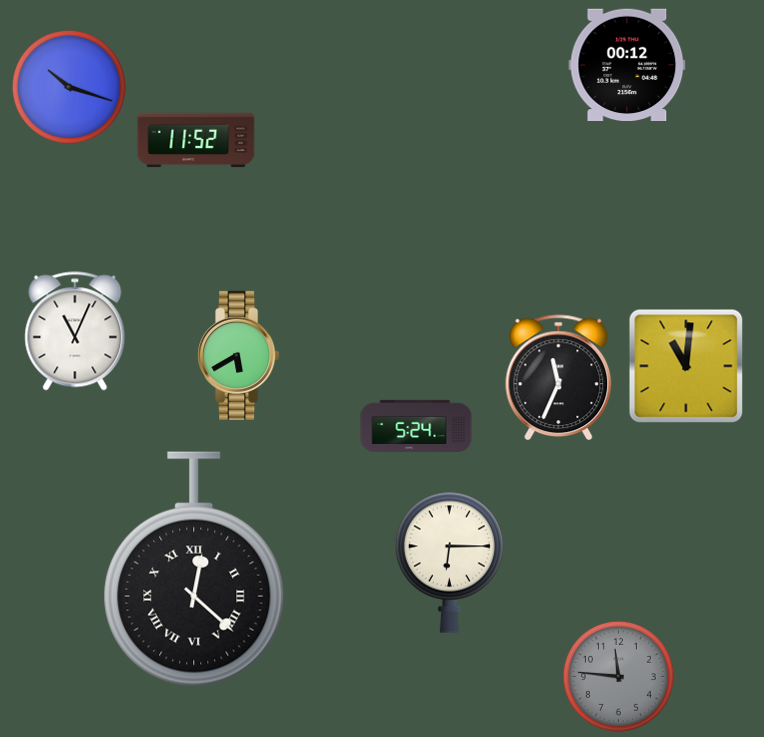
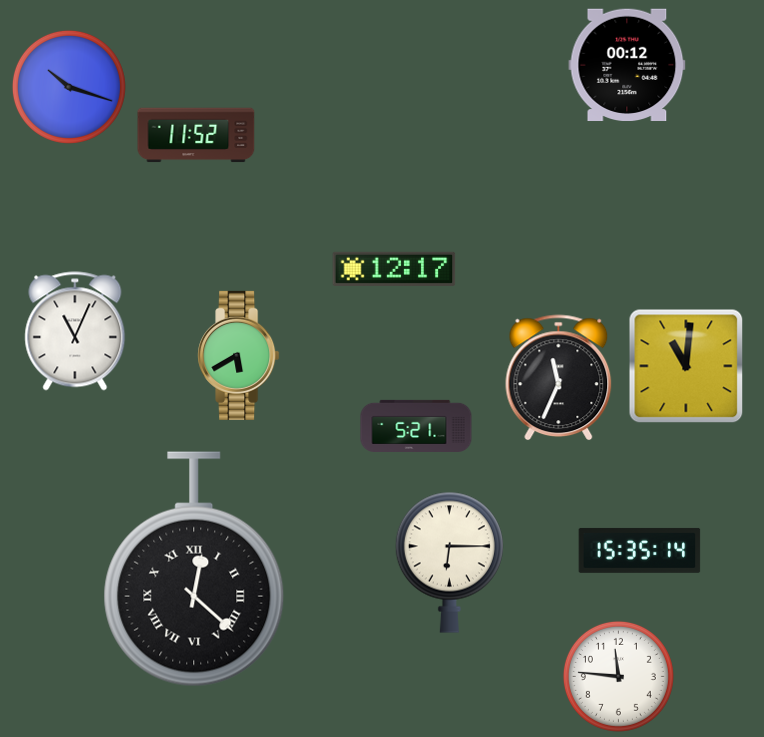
clock at (196, 140) position: (196, 140) -> (196, 135)
clock at (394, 269): none -> 12:17
clock at (416, 426): 5:24 -> 5:21
clock at (640, 550): none -> 15:35
clock at (618, 676) dial: grey -> white
